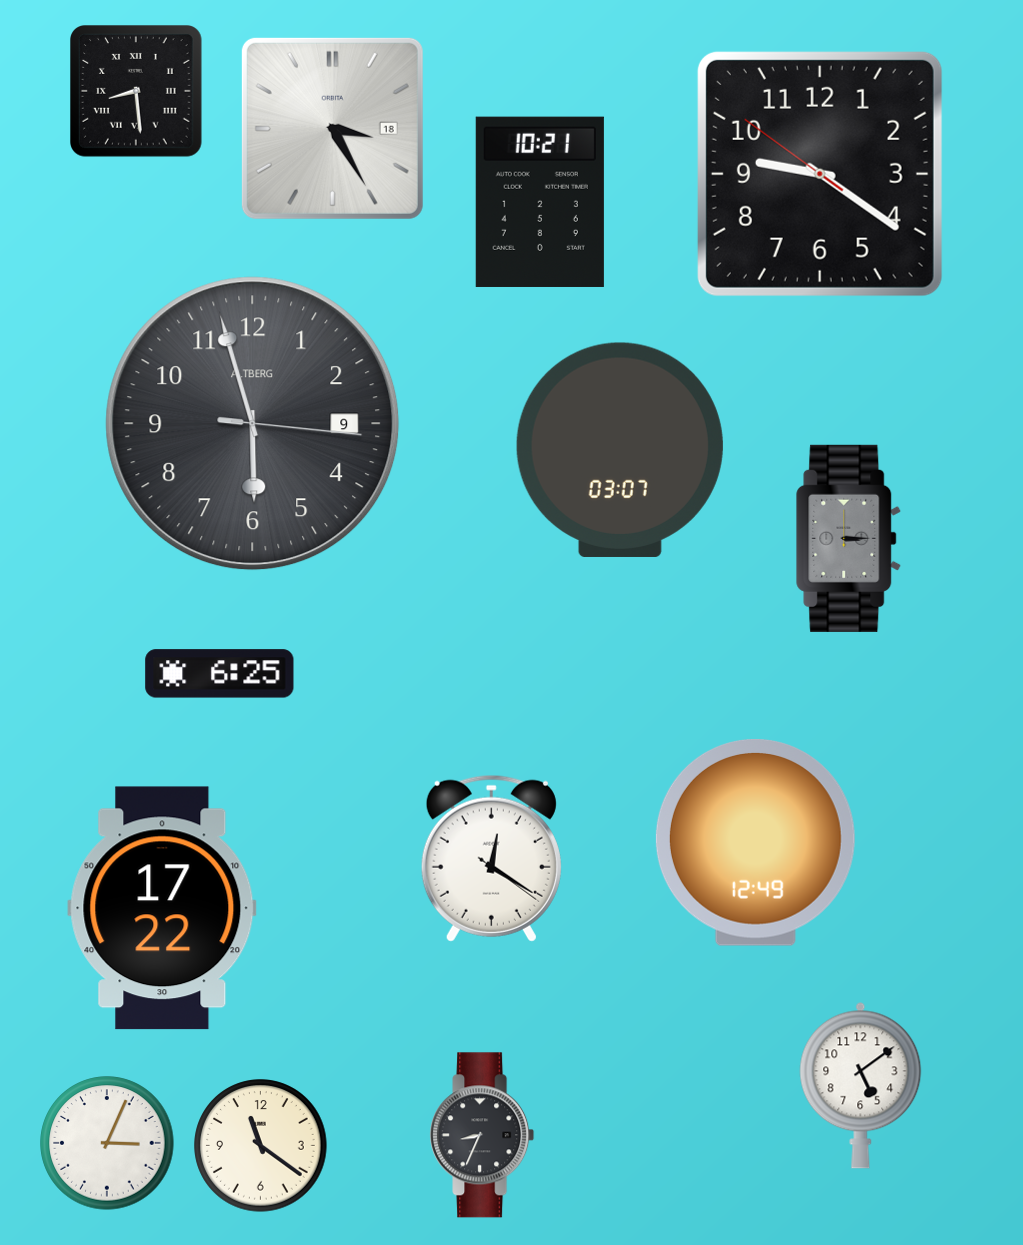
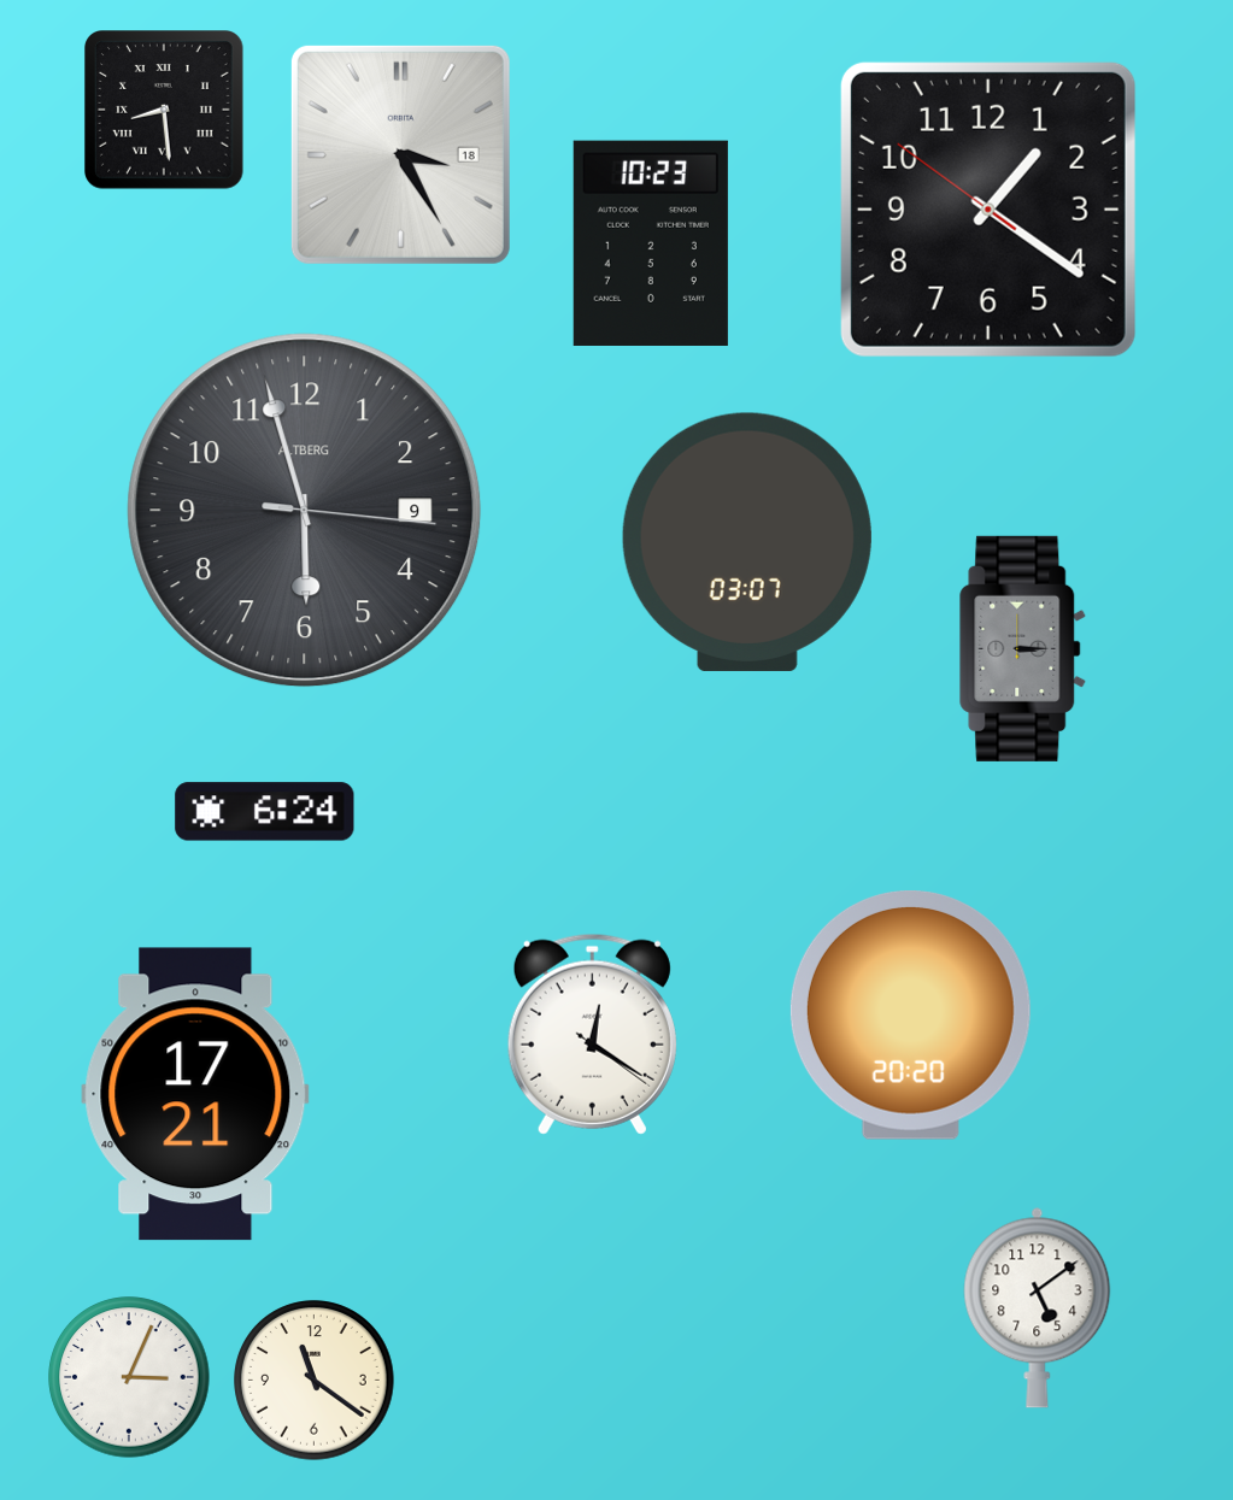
clock at (820, 174): 9:20 -> 1:20
clock at (540, 202): 10:21 -> 10:23
clock at (220, 674): 6:25 -> 6:24
clock at (755, 843): 12:49 -> 20:20
clock at (162, 908): 17:22 -> 17:21
clock at (482, 1135): 8:34 -> none
